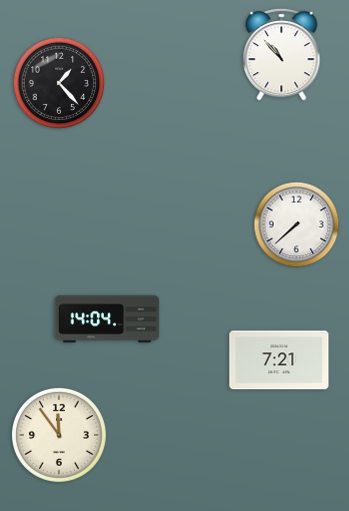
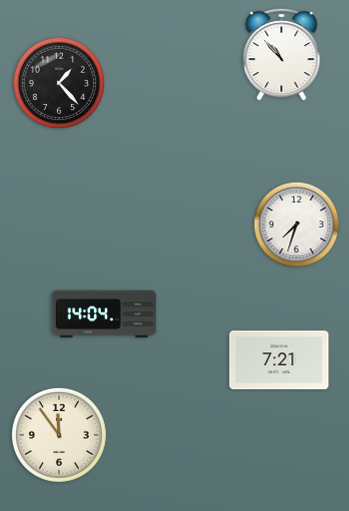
clock at (297, 225): 7:38 -> 7:33
clock at (107, 319) position: (107, 319) -> (104, 314)
